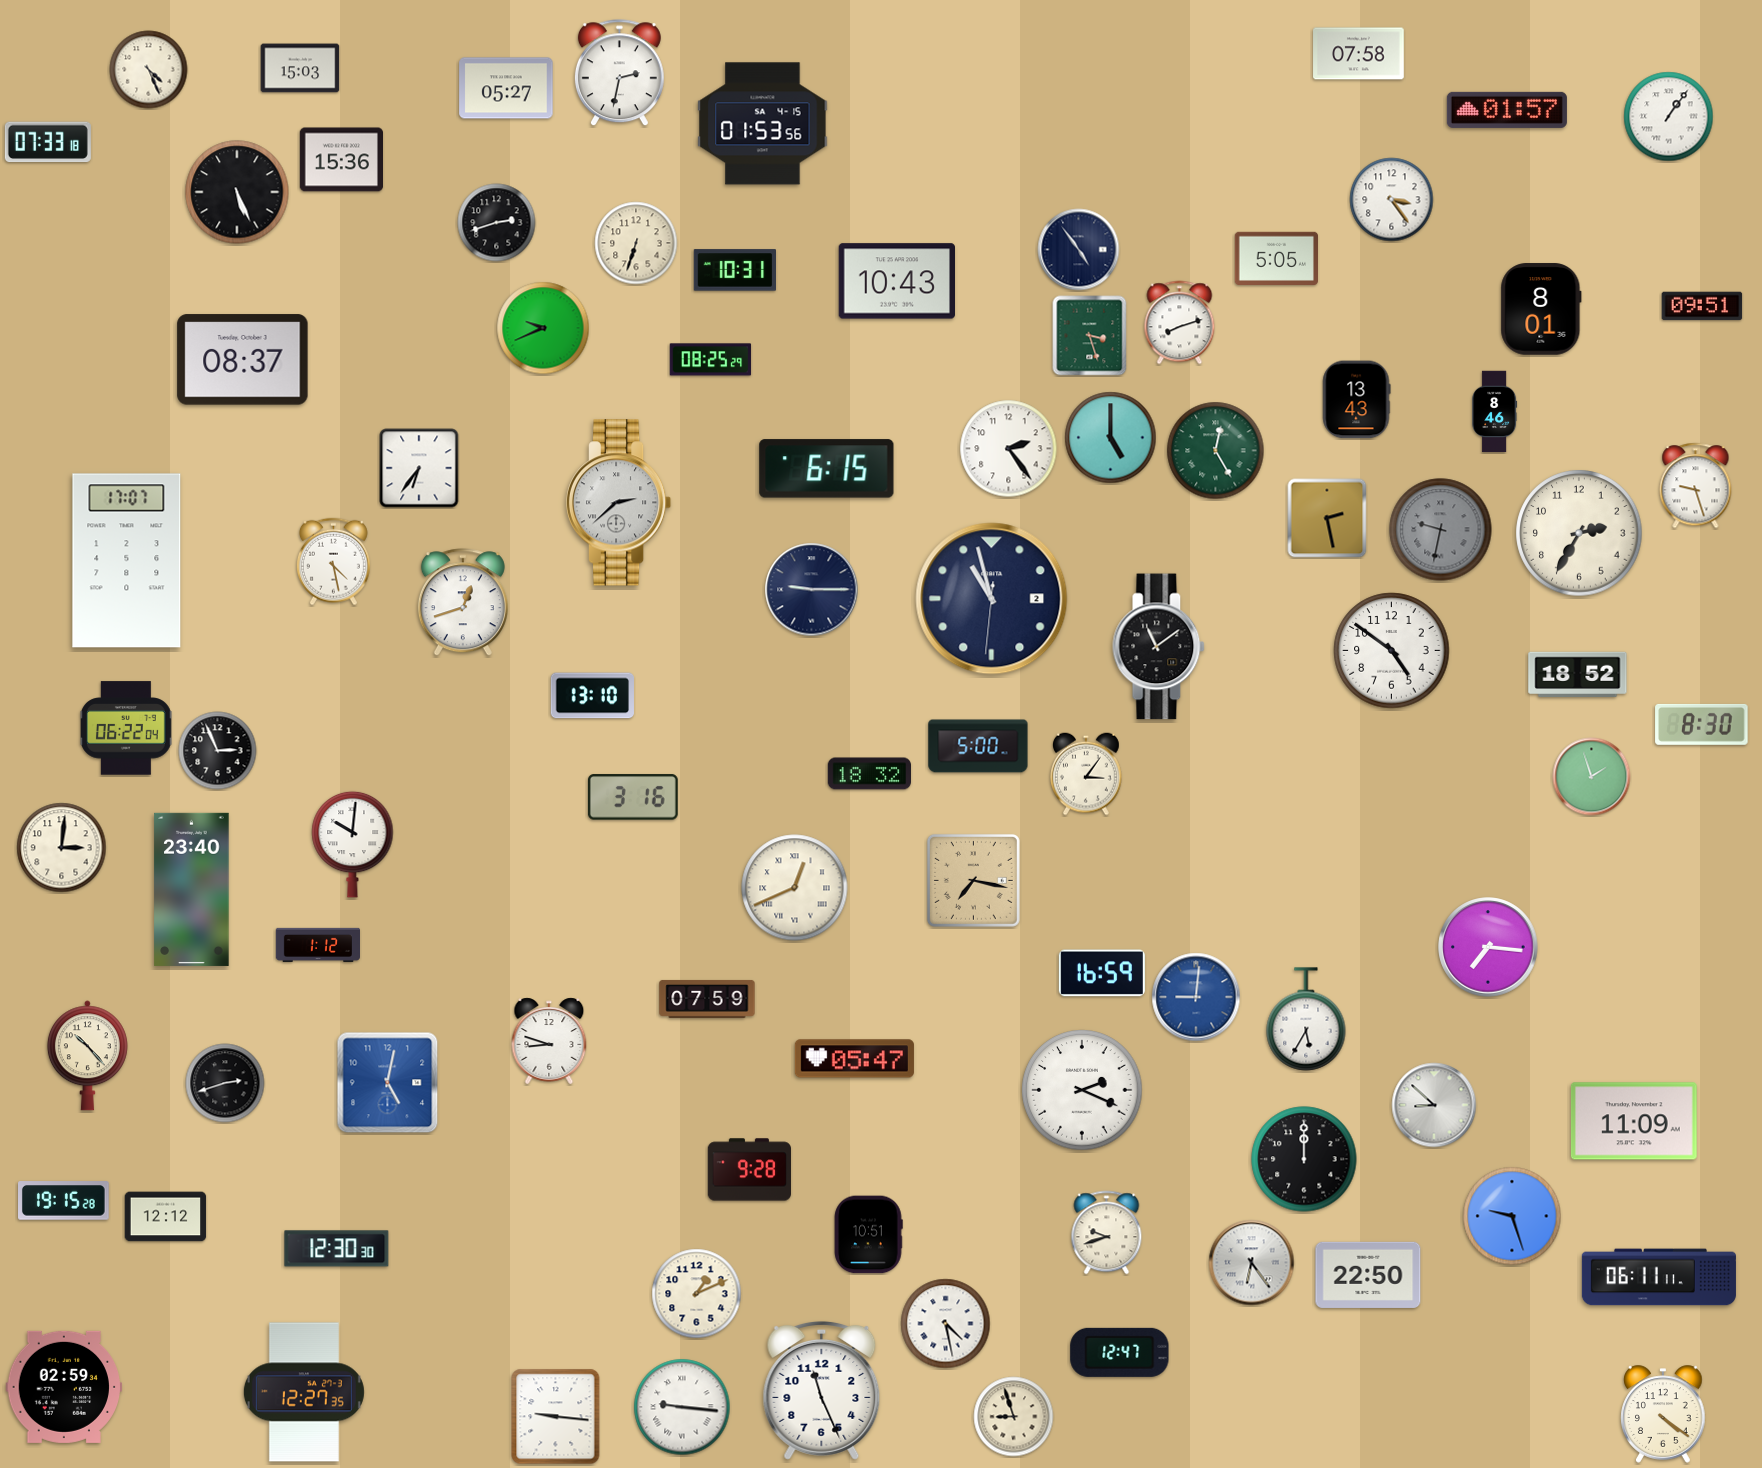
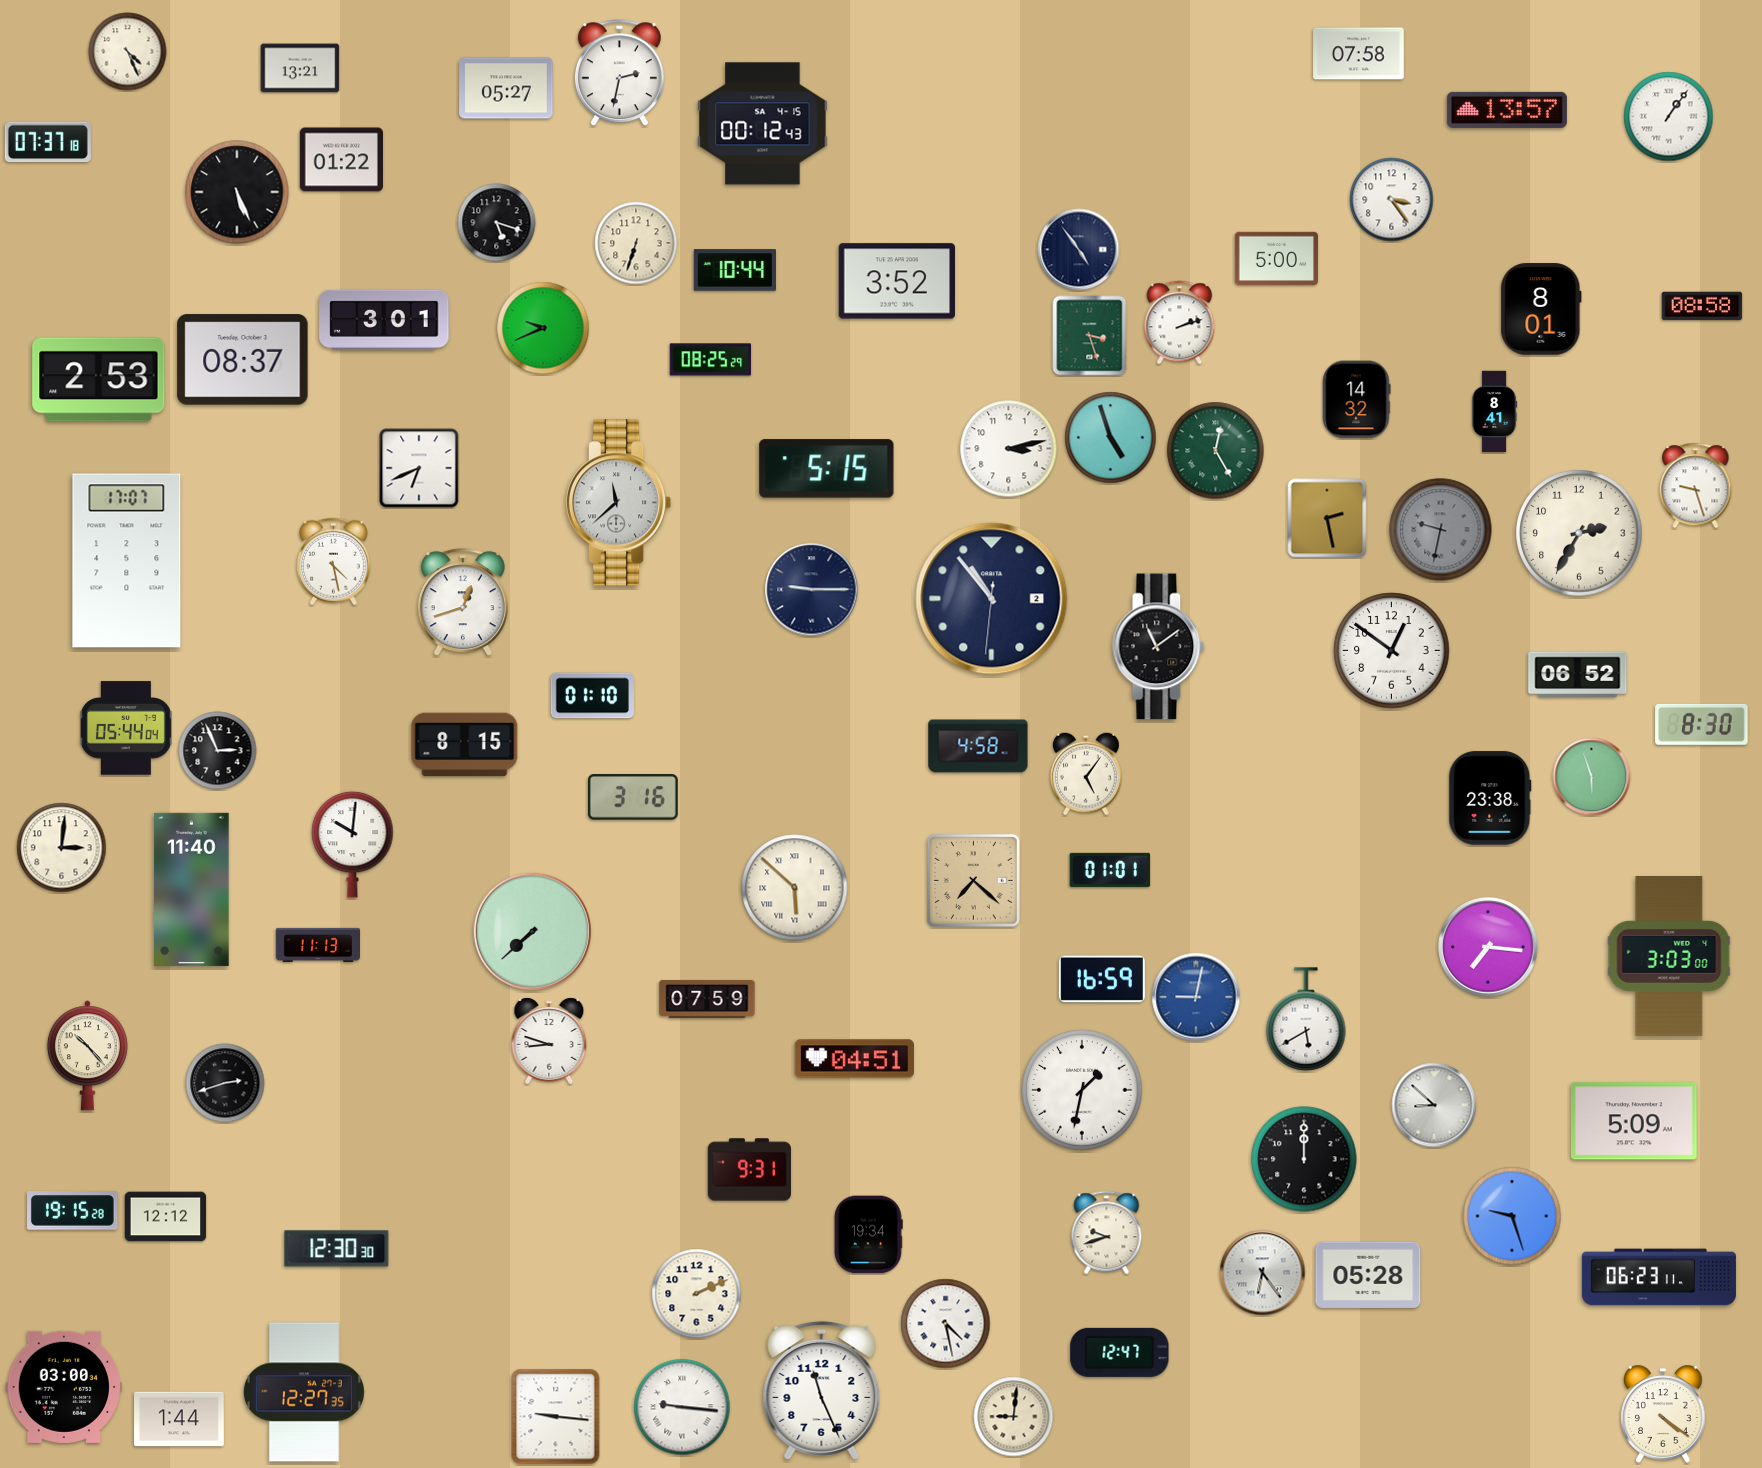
clock at (300, 68): 15:03 -> 13:21
clock at (149, 70) position: (149, 70) -> (128, 52)
clock at (1507, 110): 01:57 -> 13:57
clock at (763, 124): 01:53 -> 00:12
clock at (48, 142): 07:33 -> 07:37
clock at (341, 160): 15:36 -> 01:22
clock at (497, 223): 2:42 -> 5:18
clock at (1276, 258): 5:05 -> 5:00
clock at (735, 270): 10:31 -> 10:44
clock at (896, 281): 10:43 -> 3:52
clock at (1702, 306): 09:51 -> 08:58
clock at (384, 320): none -> 3:01
clock at (1180, 323): 8:12 -> 2:12
clock at (99, 380): none -> 2:53
clock at (1357, 400): 13:43 -> 14:32
clock at (1495, 412): 8:46 -> 8:41
clock at (1111, 438): 5:00 -> 4:57
clock at (1009, 449): 2:24 -> 3:13
clock at (419, 468): 6:36 -> 6:41
clock at (827, 469): 6:15 -> 5:15
clock at (619, 503): 2:38 -> 11:38
clock at (992, 599): 10:57 -> 10:53
clock at (1392, 651): 4:51 -> 12:51
clock at (1578, 675): 18:52 -> 06:52
clock at (592, 696): 13:10 -> 01:10
clock at (127, 728): 06:22 -> 05:44
clock at (465, 745): none -> 8:15
clock at (978, 746): 5:00 -> 4:58
clock at (869, 774): 18:32 -> none
clock at (1087, 774): 3:06 -> 5:06
clock at (1592, 777): 1:57 -> 5:57
clock at (1490, 798): none -> 23:38
clock at (1110, 870): none -> 01:01
clock at (973, 880): 7:17 -> 7:22
clock at (795, 888): 12:41 -> 5:52
clock at (192, 889): 23:40 -> 11:40
clock at (532, 931): none -> 7:38
clock at (317, 945): 1:12 -> 11:13
clock at (1669, 957): none -> 3:03
clock at (1102, 973) position: (1102, 973) -> (1102, 979)
clock at (1196, 997): 9:01 -> 9:02
clock at (1306, 1019): 5:35 -> 5:40
clock at (854, 1059): 05:47 -> 04:51
clock at (388, 1083): 5:02 -> none
clock at (1082, 1090): 2:19 -> 1:32
clock at (1634, 1121): 11:09 -> 5:09
clock at (749, 1170): 9:28 -> 9:31
clock at (64, 1201) position: (64, 1201) -> (73, 1211)
clock at (868, 1235): 10:51 -> 19:34
clock at (1252, 1263) position: (1252, 1263) -> (1263, 1273)
clock at (1368, 1275): 22:50 -> 05:28
clock at (1659, 1277): 06:11 -> 06:23
clock at (697, 1294): 1:11 -> 2:11
clock at (63, 1387): 02:59 -> 03:00
clock at (1014, 1417): 8:57 -> 9:01
clock at (180, 1419): none -> 1:44
